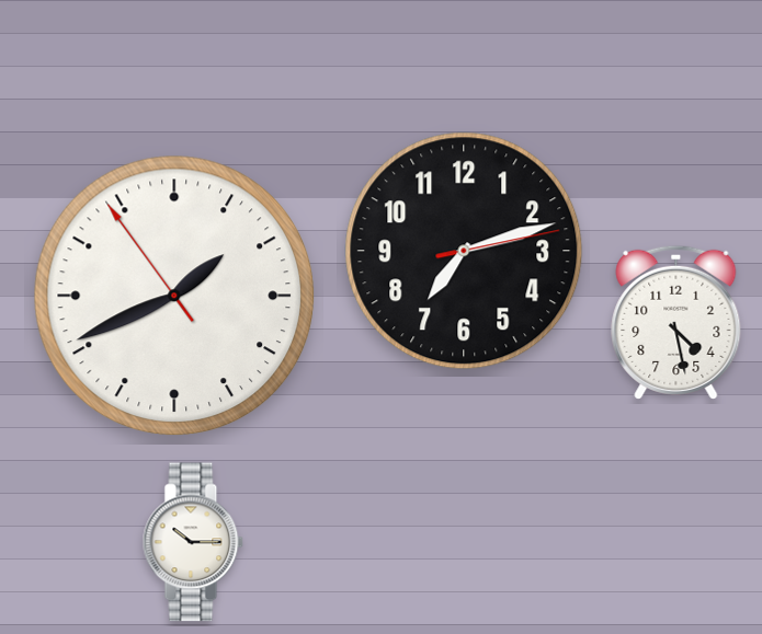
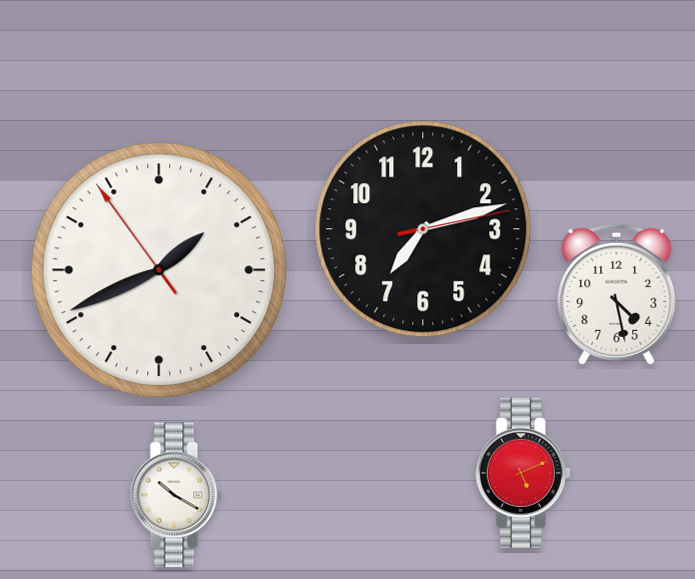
clock at (523, 473): none -> 5:11
clock at (193, 542): 10:15 -> 10:20
